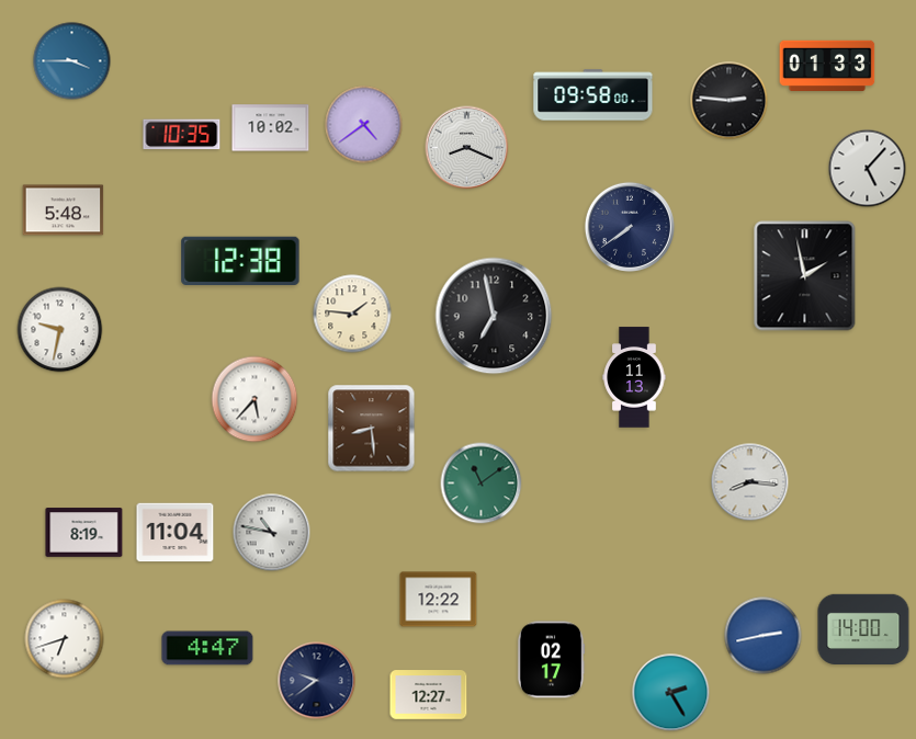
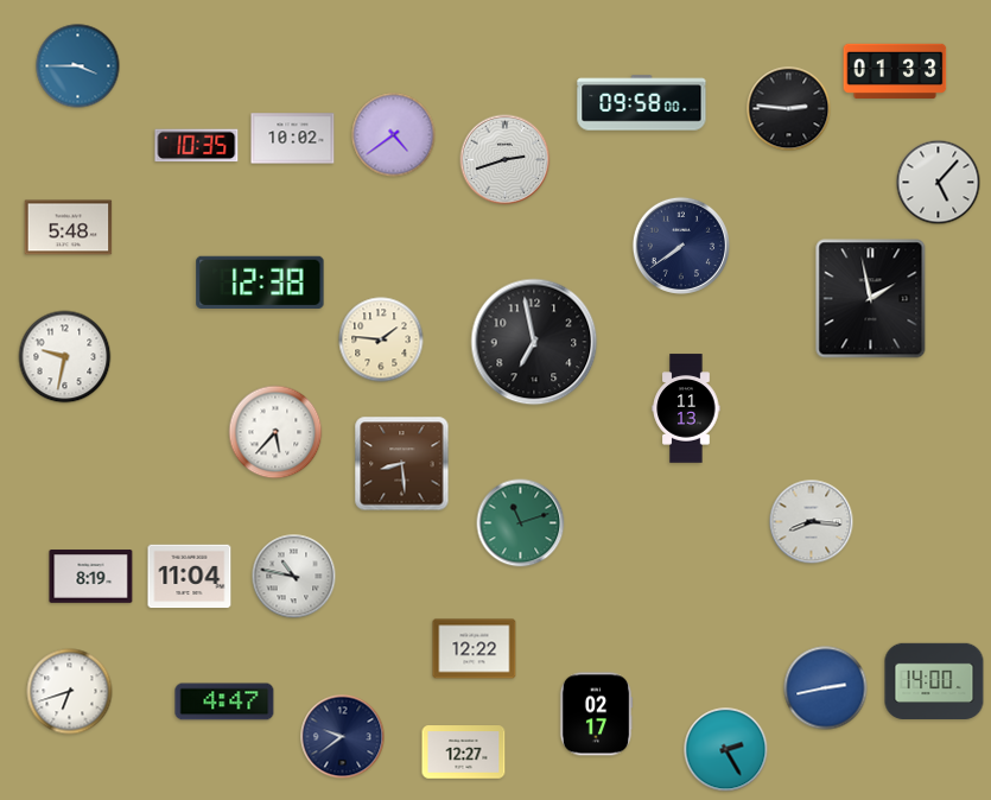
clock at (467, 148): 8:19 -> 2:42
clock at (482, 484): 11:09 -> 11:12
